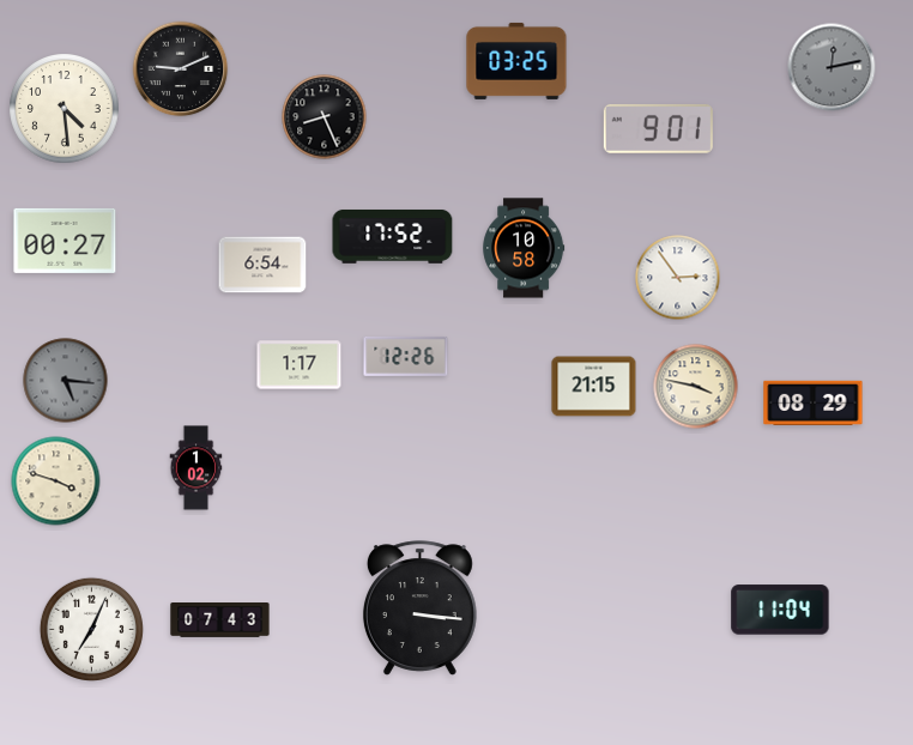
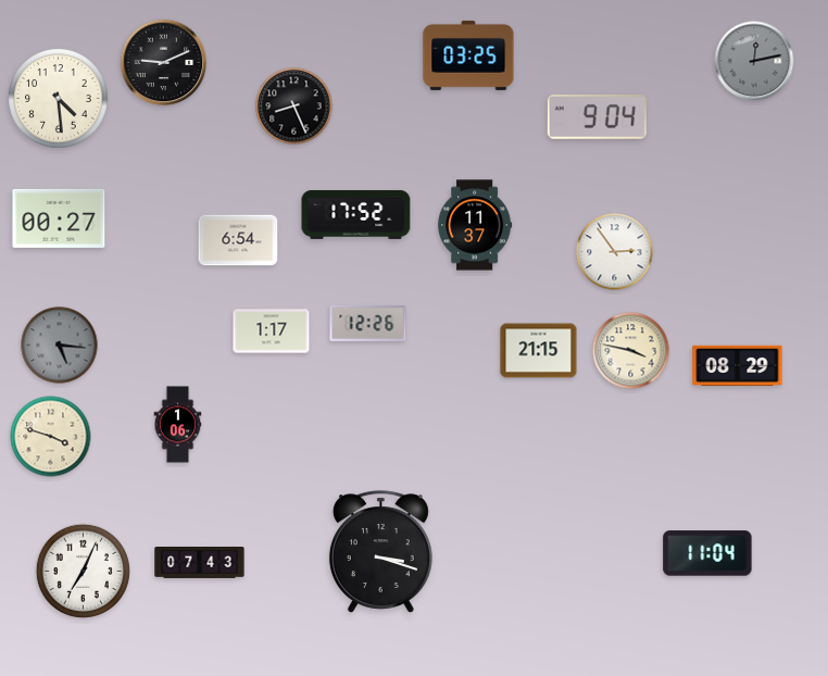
clock at (658, 128): 9:01 -> 9:04
clock at (524, 248): 10:58 -> 11:37
clock at (196, 468): 1:02 -> 1:06
clock at (419, 608): 3:16 -> 3:18
